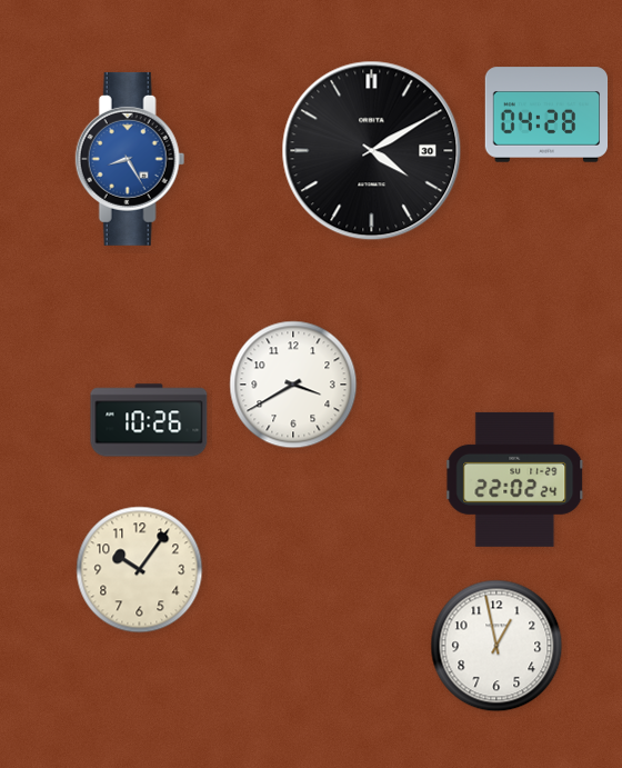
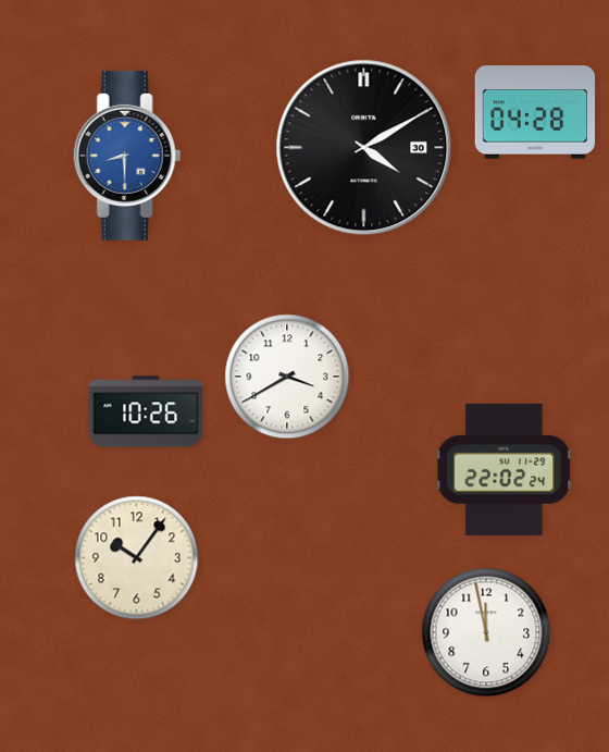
clock at (130, 159): 8:25 -> 8:30
clock at (496, 646): 12:58 -> 11:58
